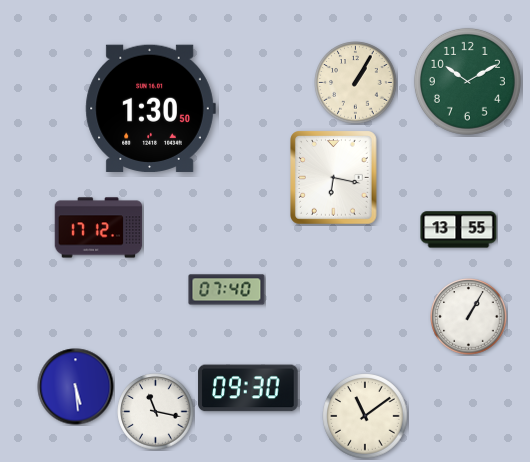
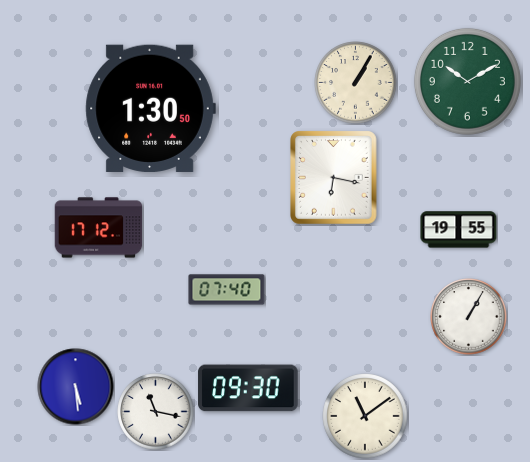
clock at (459, 230): 13:55 -> 19:55
